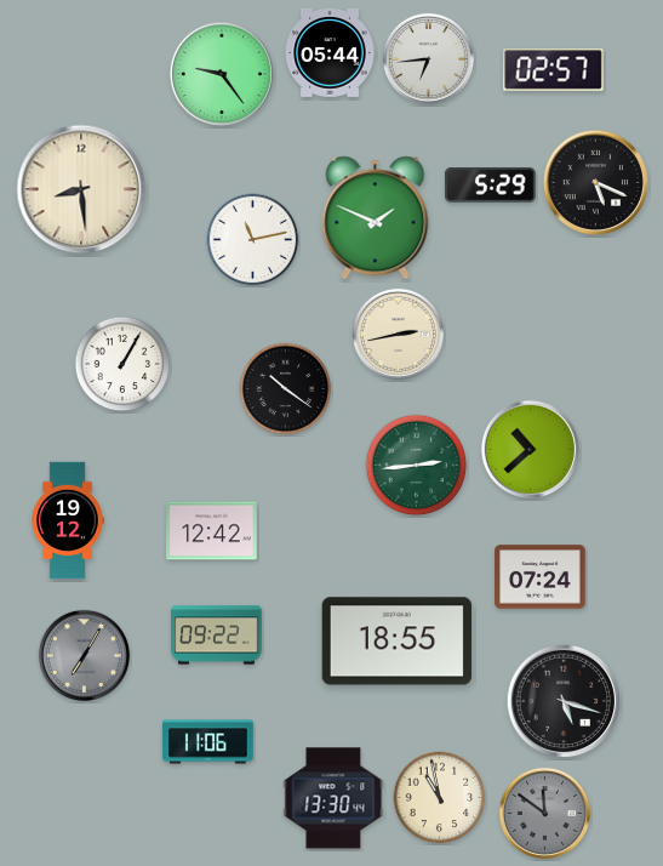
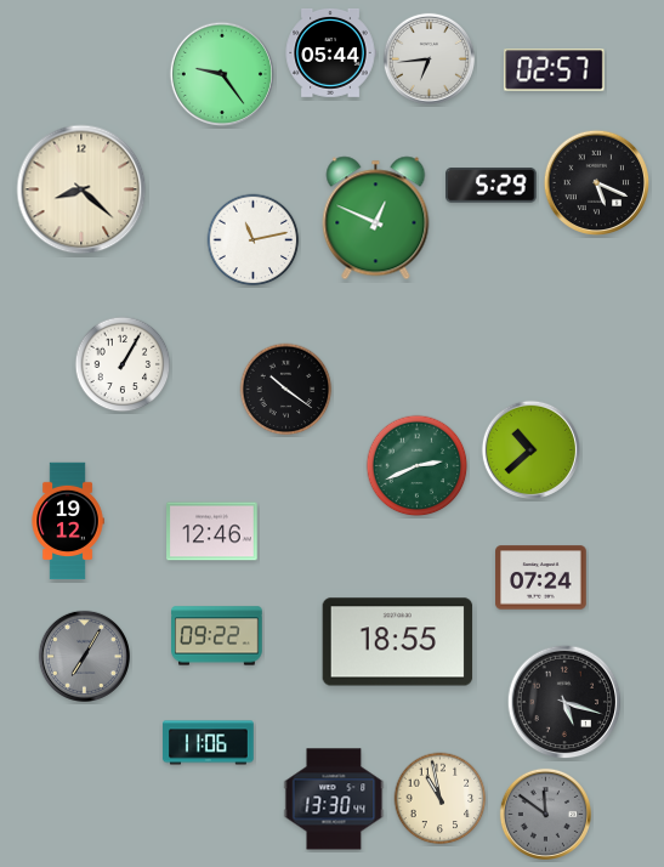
clock at (81, 189): 8:29 -> 8:22
clock at (376, 218): 1:49 -> 12:49
clock at (398, 334): 2:43 -> none
clock at (417, 466): 2:44 -> 2:41
clock at (212, 531): 12:42 -> 12:46
